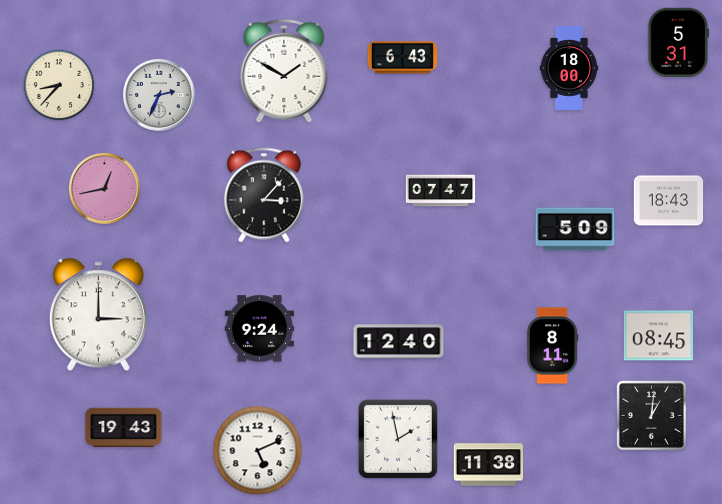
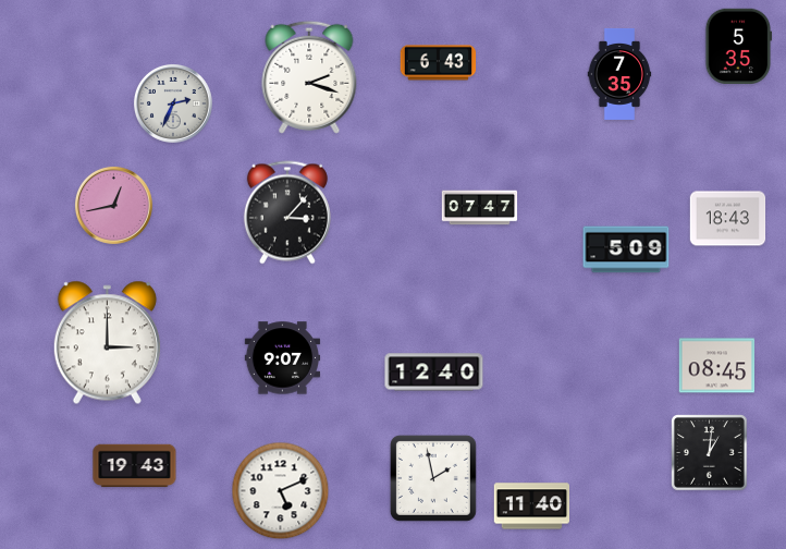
clock at (678, 42): 5:31 -> 5:35
clock at (569, 68): 18:00 -> 7:35
clock at (284, 71): 1:50 -> 2:18
clock at (59, 85): 8:37 -> none
clock at (260, 329): 9:24 -> 9:07
clock at (553, 346): 8:11 -> none
clock at (489, 465): 11:38 -> 11:40
